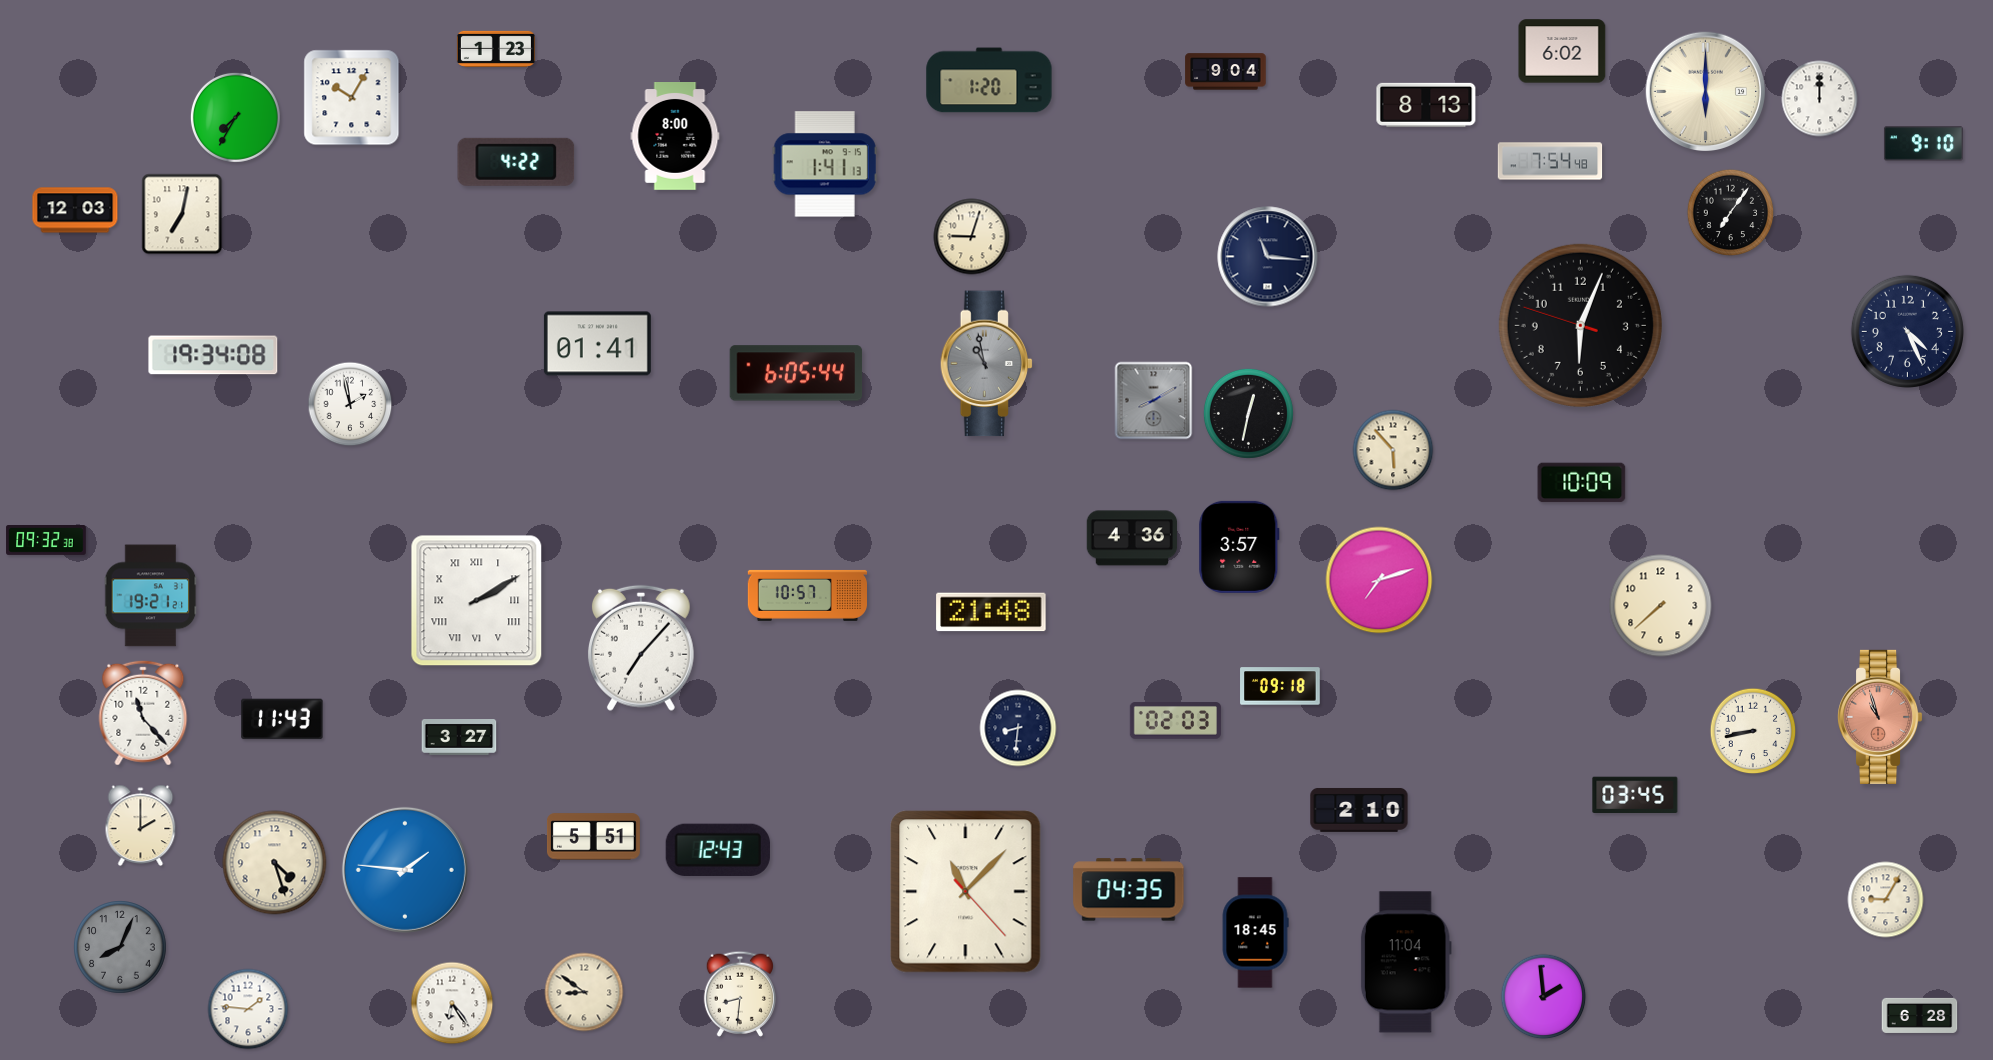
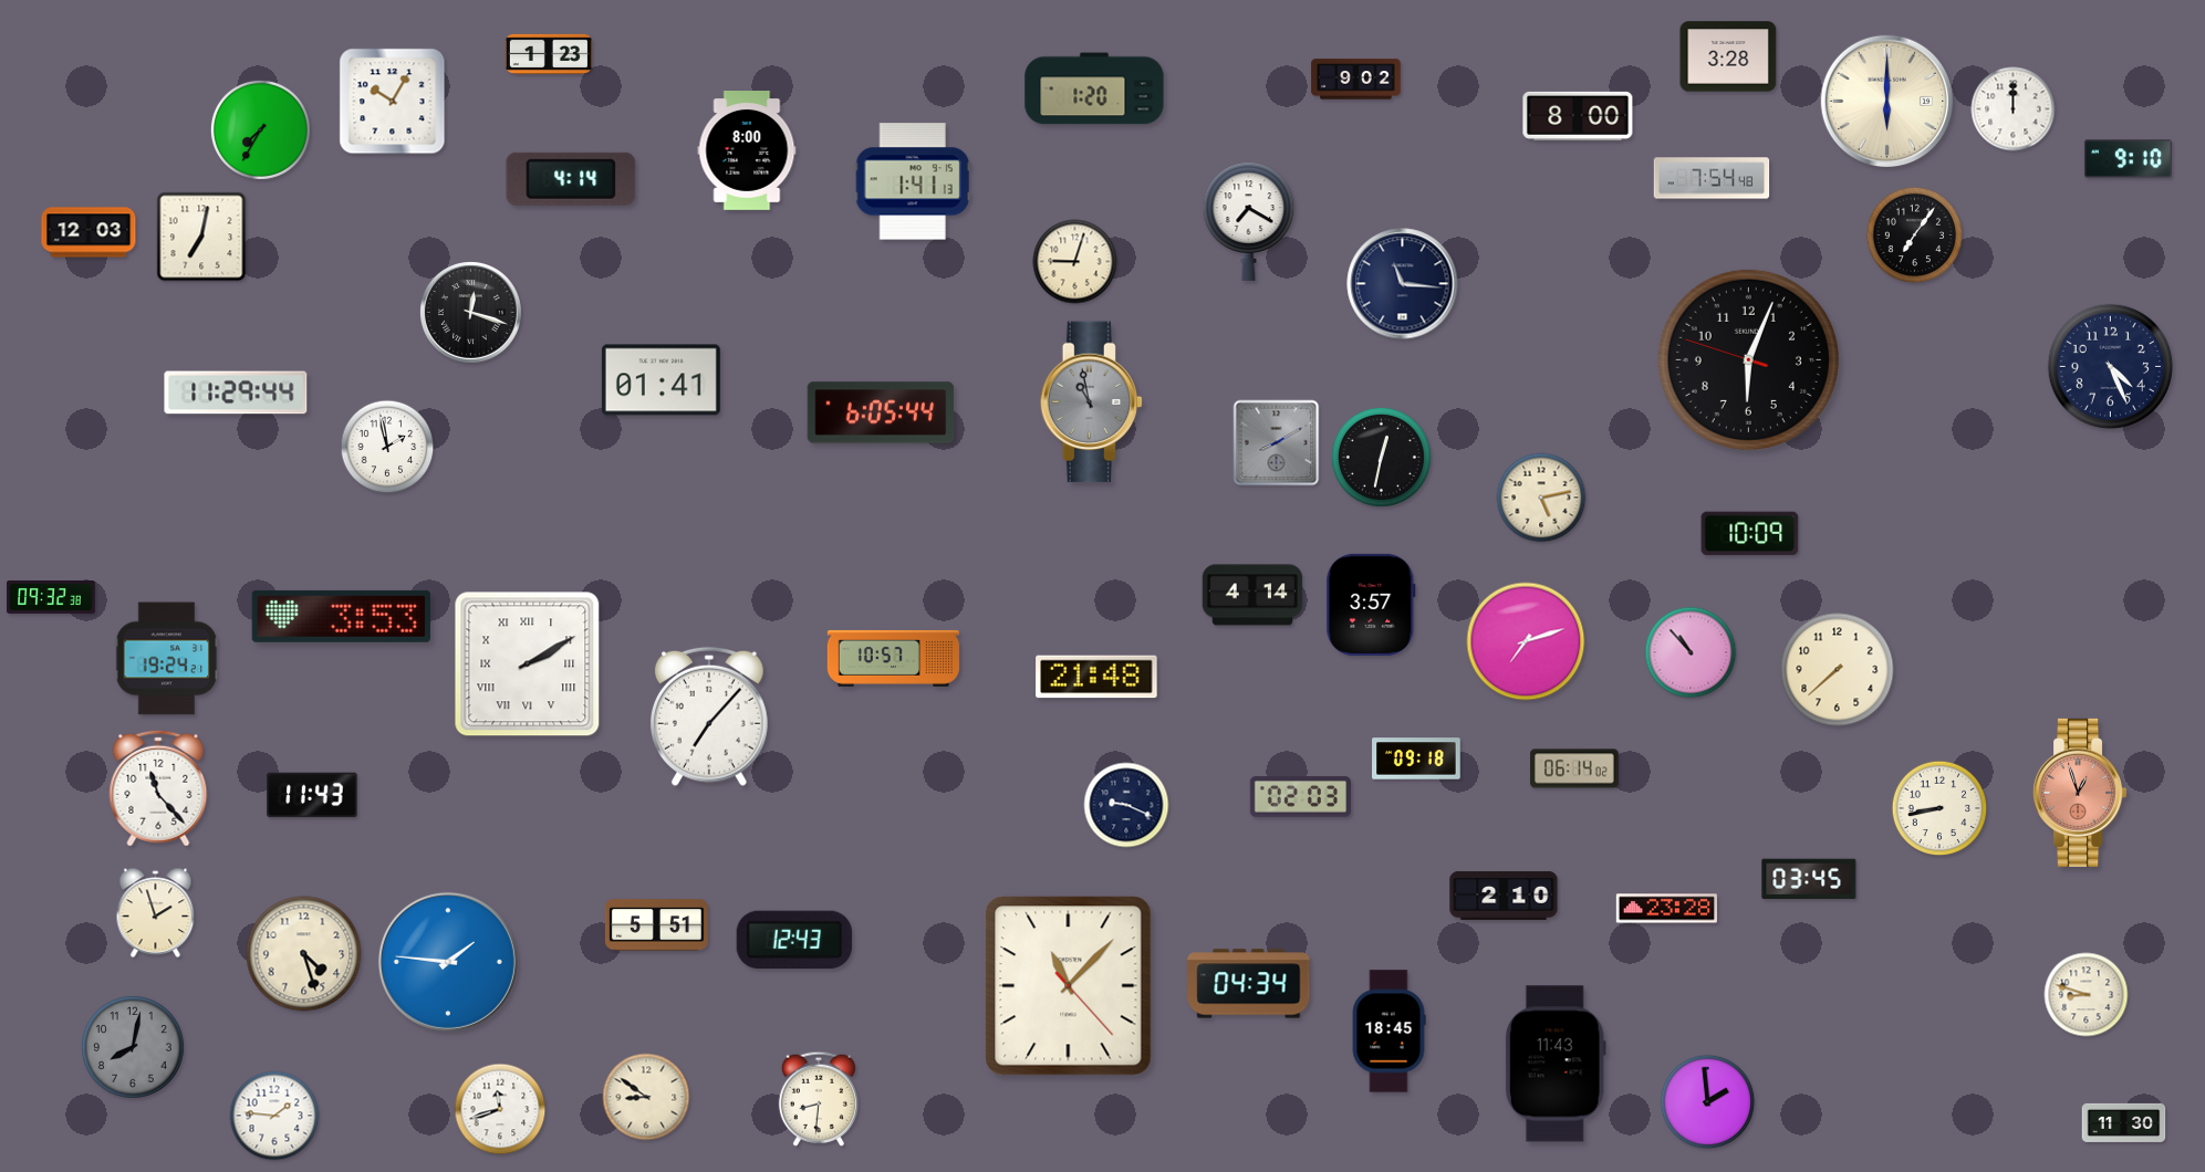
clock at (1562, 51): 6:02 -> 3:28
clock at (1226, 72): 9:04 -> 9:02
clock at (352, 98) position: (352, 98) -> (393, 102)
clock at (1426, 105): 8:13 -> 8:00
clock at (1550, 161) position: (1550, 161) -> (1712, 178)
clock at (516, 162): 4:22 -> 4:14
clock at (1249, 221): none -> 7:20
clock at (75, 210) position: (75, 210) -> (89, 232)
clock at (470, 312): none -> 12:18
clock at (213, 355): 19:34 -> 11:29
clock at (1393, 450): 5:53 -> 5:13
clock at (1132, 538): 4:36 -> 4:14
clock at (341, 616): none -> 3:53
clock at (1691, 652): none -> 10:53
clock at (151, 596): 19:21 -> 19:24
clock at (1574, 768): none -> 06:14
clock at (1881, 717): 10:57 -> 12:57
clock at (1018, 728): 8:31 -> 9:19
clock at (459, 738): 3:27 -> none
clock at (1666, 909): none -> 23:28
clock at (141, 826): 2:00 -> 1:57
clock at (1129, 890): 04:35 -> 04:34
clock at (1886, 900): 9:05 -> 8:48
clock at (120, 947): 8:04 -> 8:02
clock at (1406, 962): 11:04 -> 11:43
clock at (452, 1003): 6:24 -> 11:42
clock at (1920, 1015): 6:28 -> 11:30
